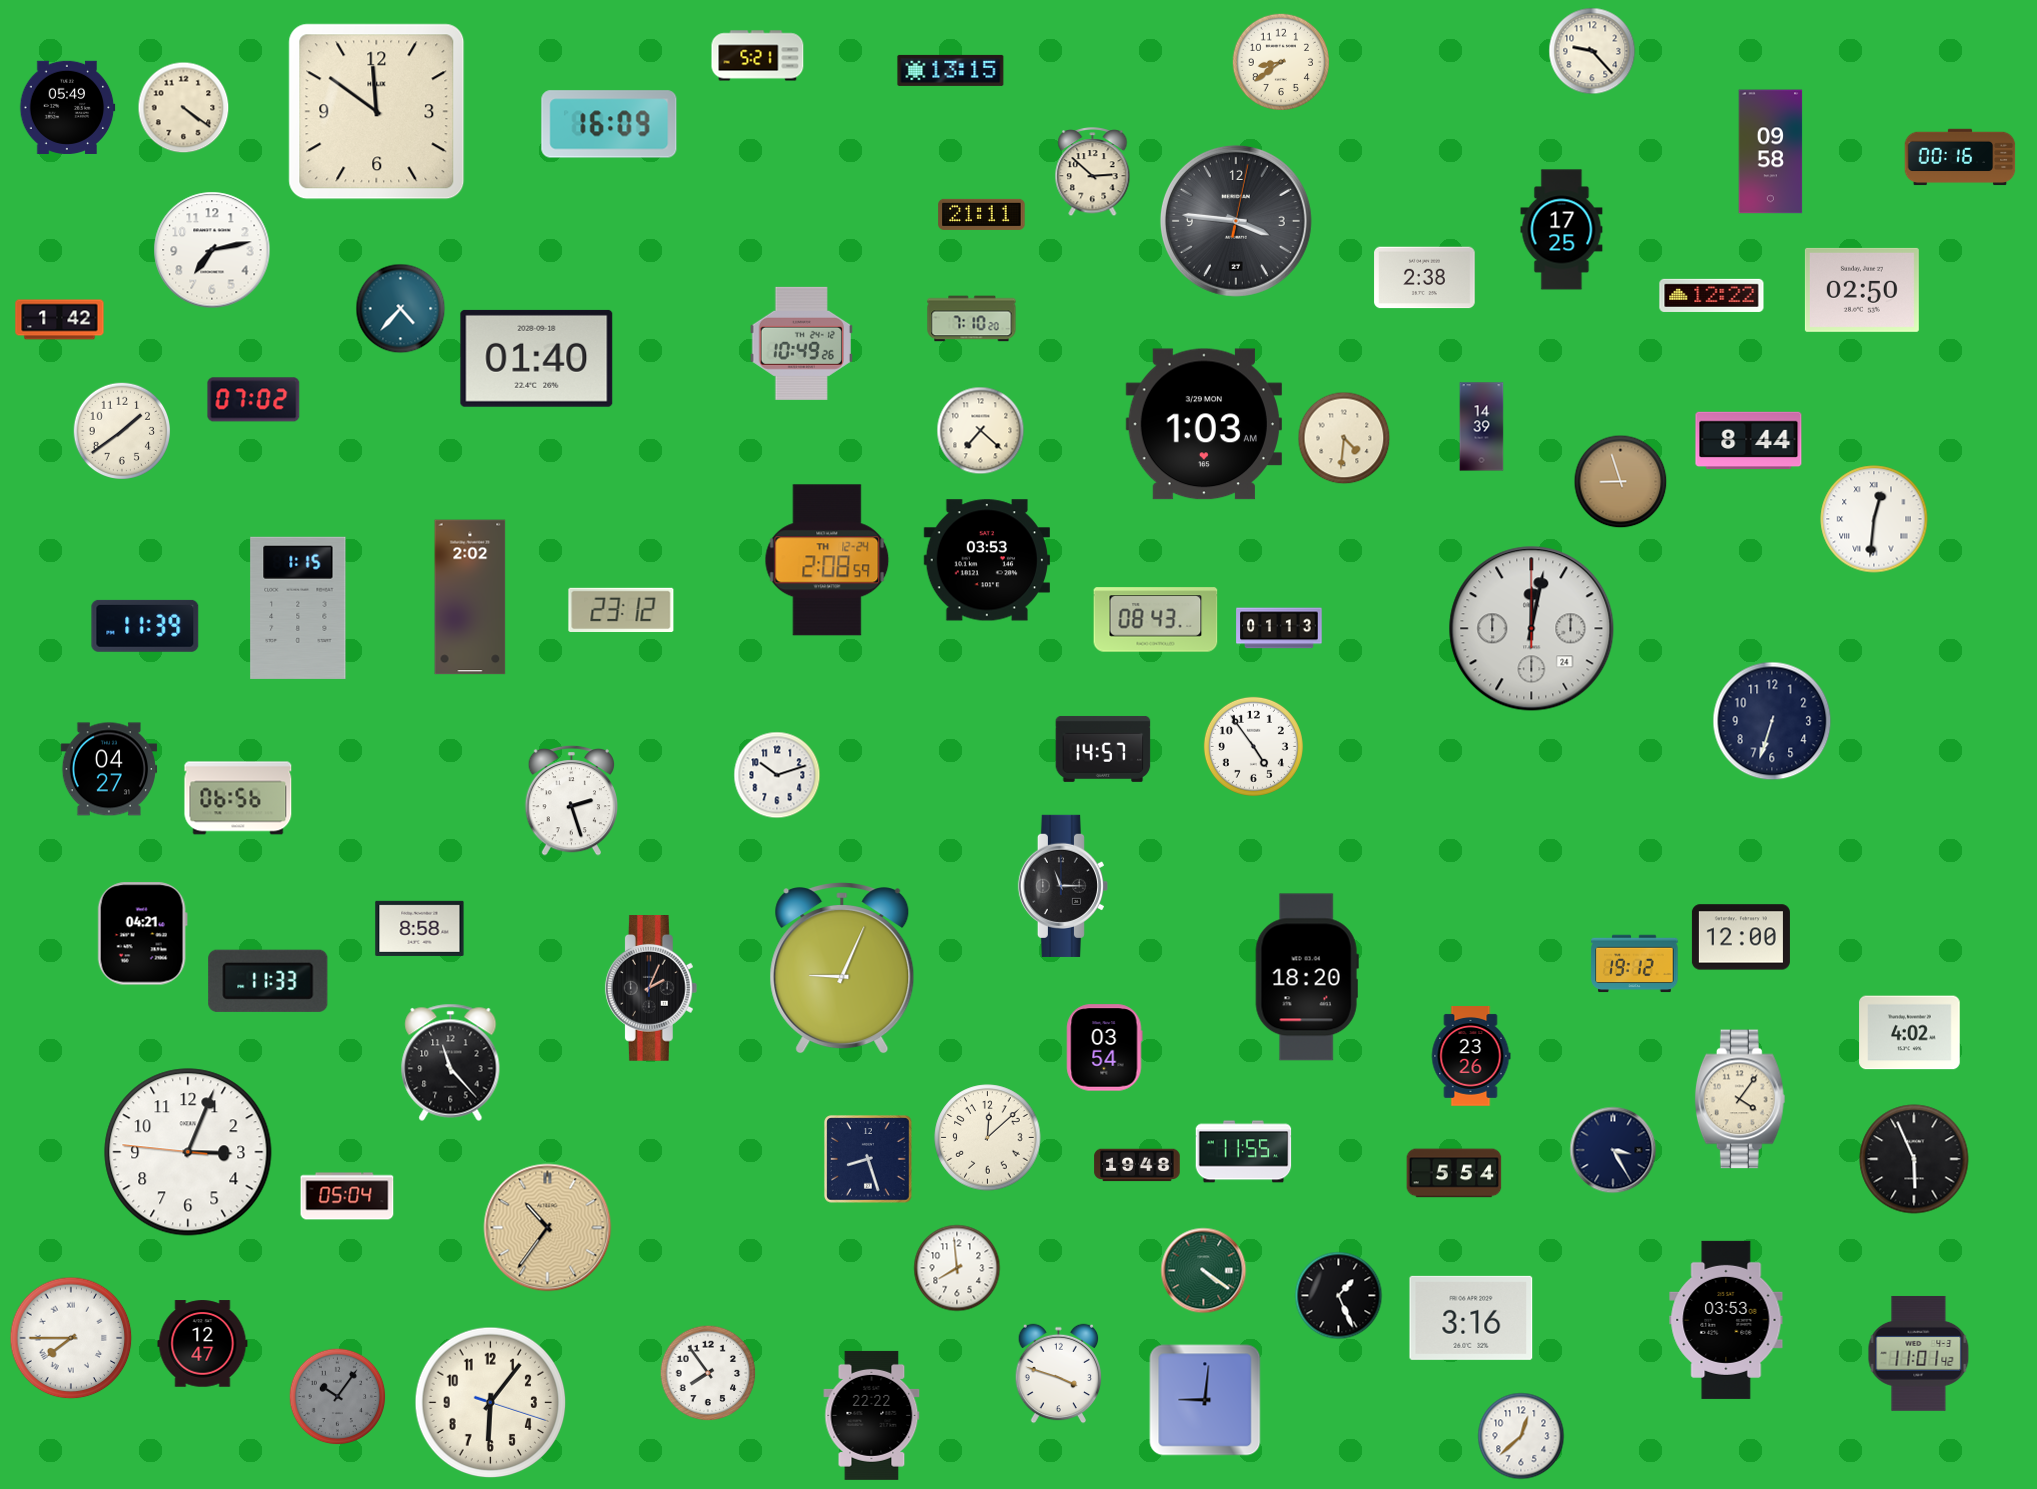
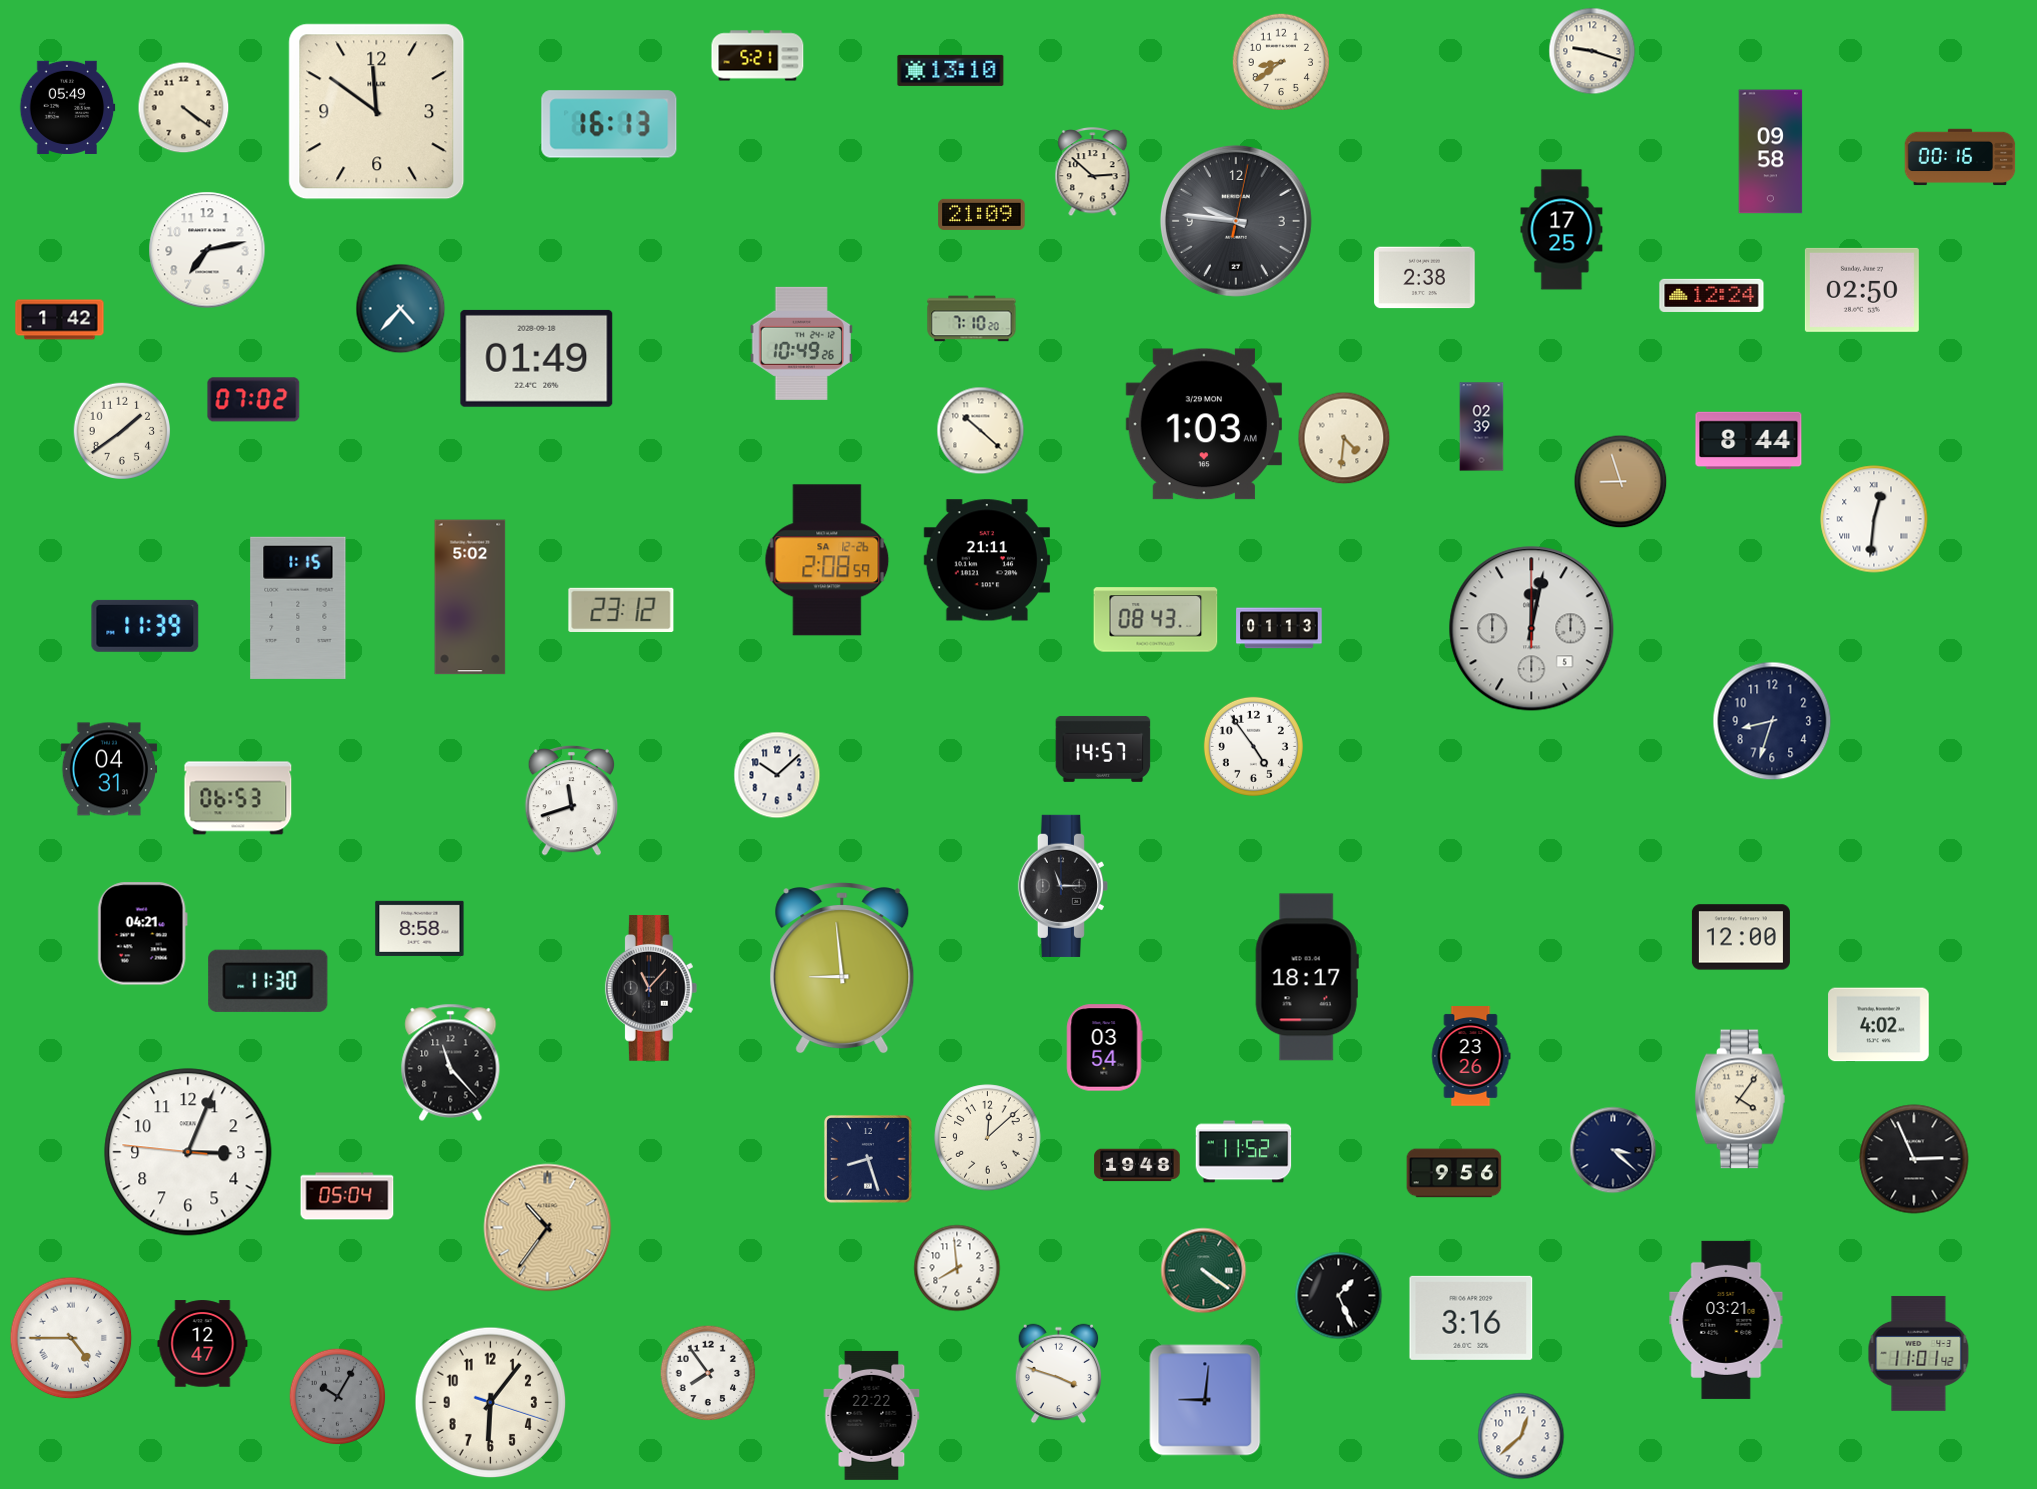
clock at (1592, 51): 9:23 -> 9:18
clock at (951, 70): 13:15 -> 13:10
clock at (609, 124): 16:09 -> 16:13
clock at (982, 214): 21:11 -> 21:09
clock at (1236, 221): 3:46 -> 9:46
clock at (212, 250) position: (212, 250) -> (207, 250)
clock at (1712, 295): 12:22 -> 12:24
clock at (537, 358): 01:40 -> 01:49
clock at (1482, 427): 14:39 -> 02:39
clock at (981, 431): 7:22 -> 10:22
clock at (827, 560) date: TH 12-24 -> SA 12-26
clock at (987, 560): 03:53 -> 21:11
clock at (470, 597): 2:02 -> 5:02
clock at (1532, 629) date: 24 -> 5
clock at (1772, 721): 6:33 -> 8:33
clock at (109, 769): 04:27 -> 04:31
clock at (777, 775): 10:12 -> 10:08
clock at (238, 798): 06:56 -> 06:53
clock at (572, 800): 2:27 -> 11:42
clock at (1635, 964): 19:12 -> none
clock at (842, 968): 9:04 -> 8:59
clock at (1307, 977): 18:20 -> 18:17
clock at (268, 981): 11:33 -> 11:30
clock at (651, 989): 2:04 -> 11:07
clock at (1910, 1033) position: (1910, 1033) -> (1879, 1025)
clock at (1613, 1150): 3:25 -> 3:22
clock at (1244, 1152): 11:55 -> 11:52
clock at (1914, 1159): 5:56 -> 2:56
clock at (1454, 1173): 5:54 -> 9:56
clock at (1726, 1320): 03:53 -> 03:21
clock at (71, 1338): 7:45 -> 4:45
clock at (338, 1397): 10:06 -> 10:05
